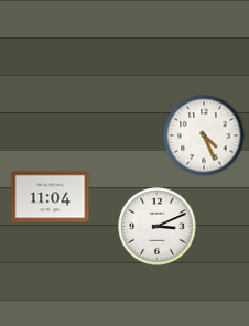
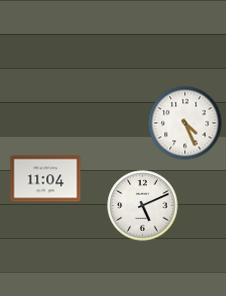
clock at (158, 227): 3:11 -> 5:11
